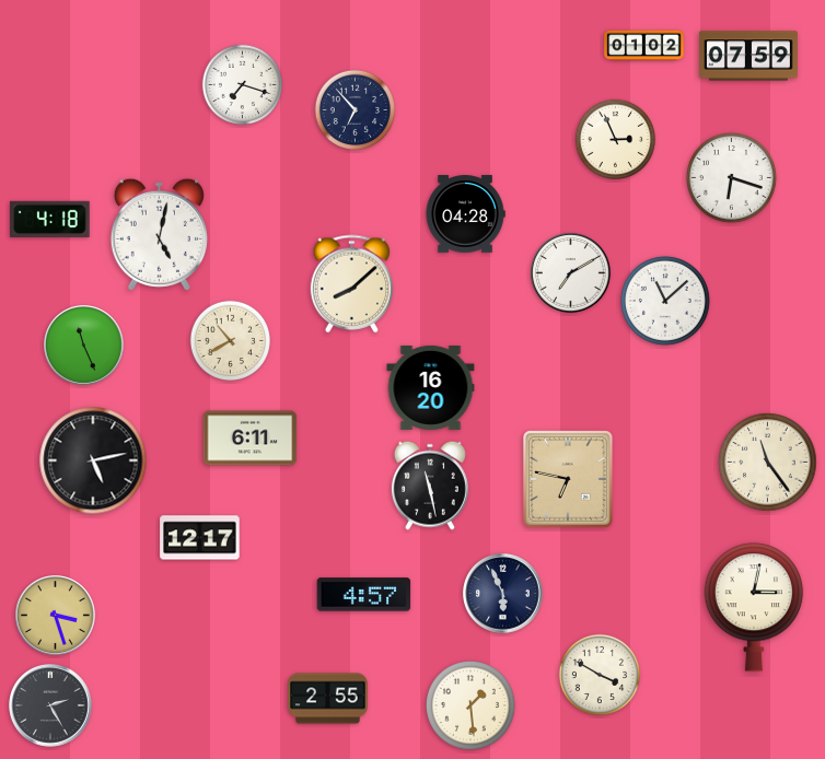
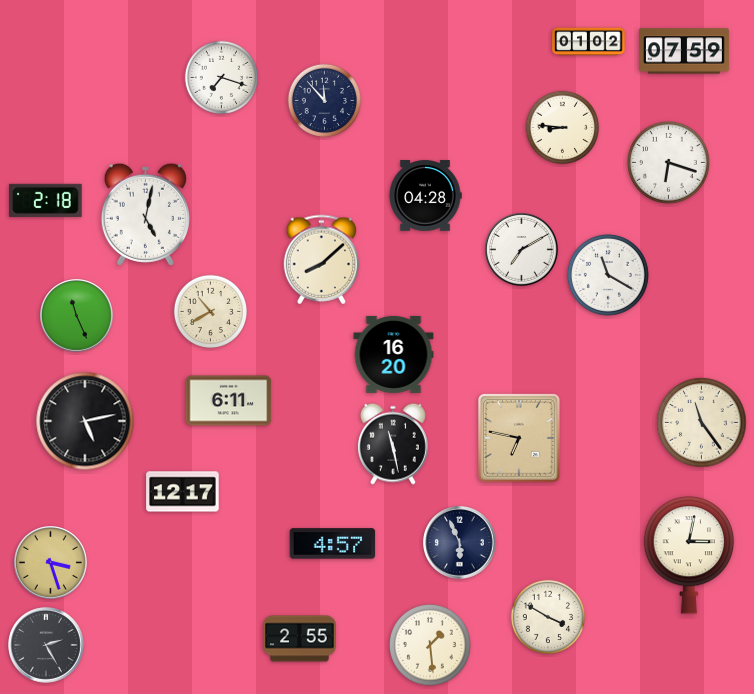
clock at (356, 110): 6:53 -> 11:53
clock at (616, 140): 2:56 -> 8:46
clock at (50, 219): 4:18 -> 2:18
clock at (665, 301): 11:08 -> 11:20
